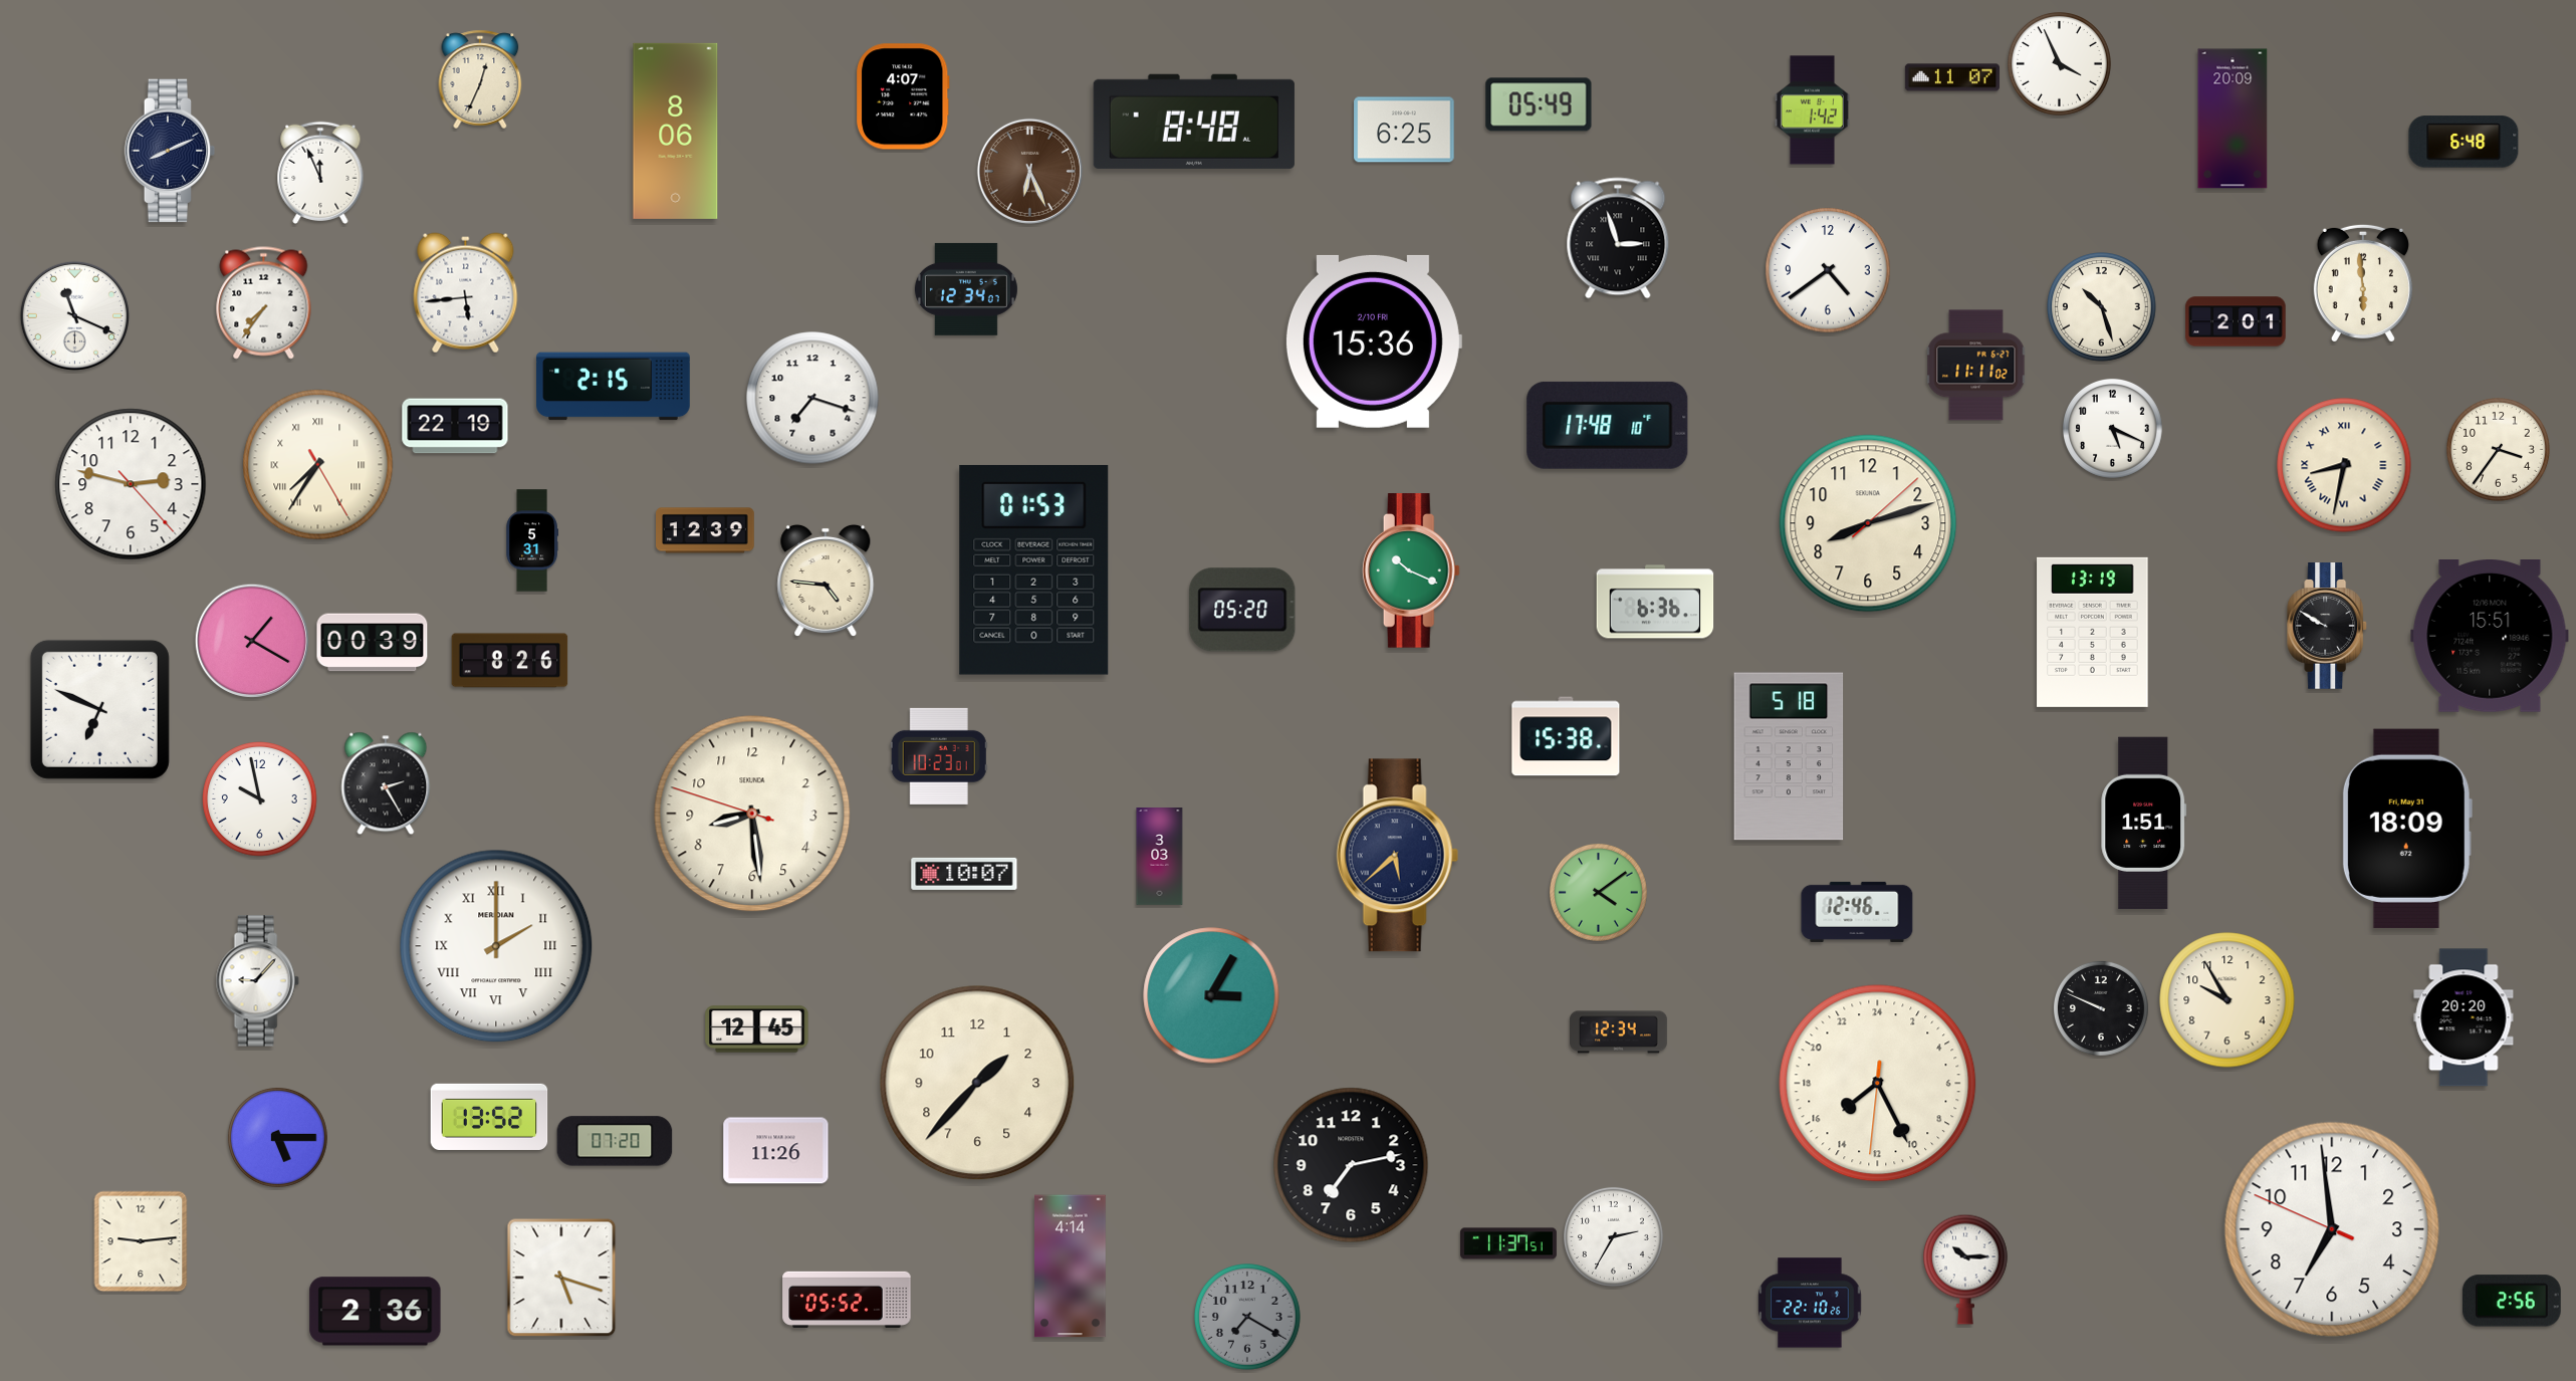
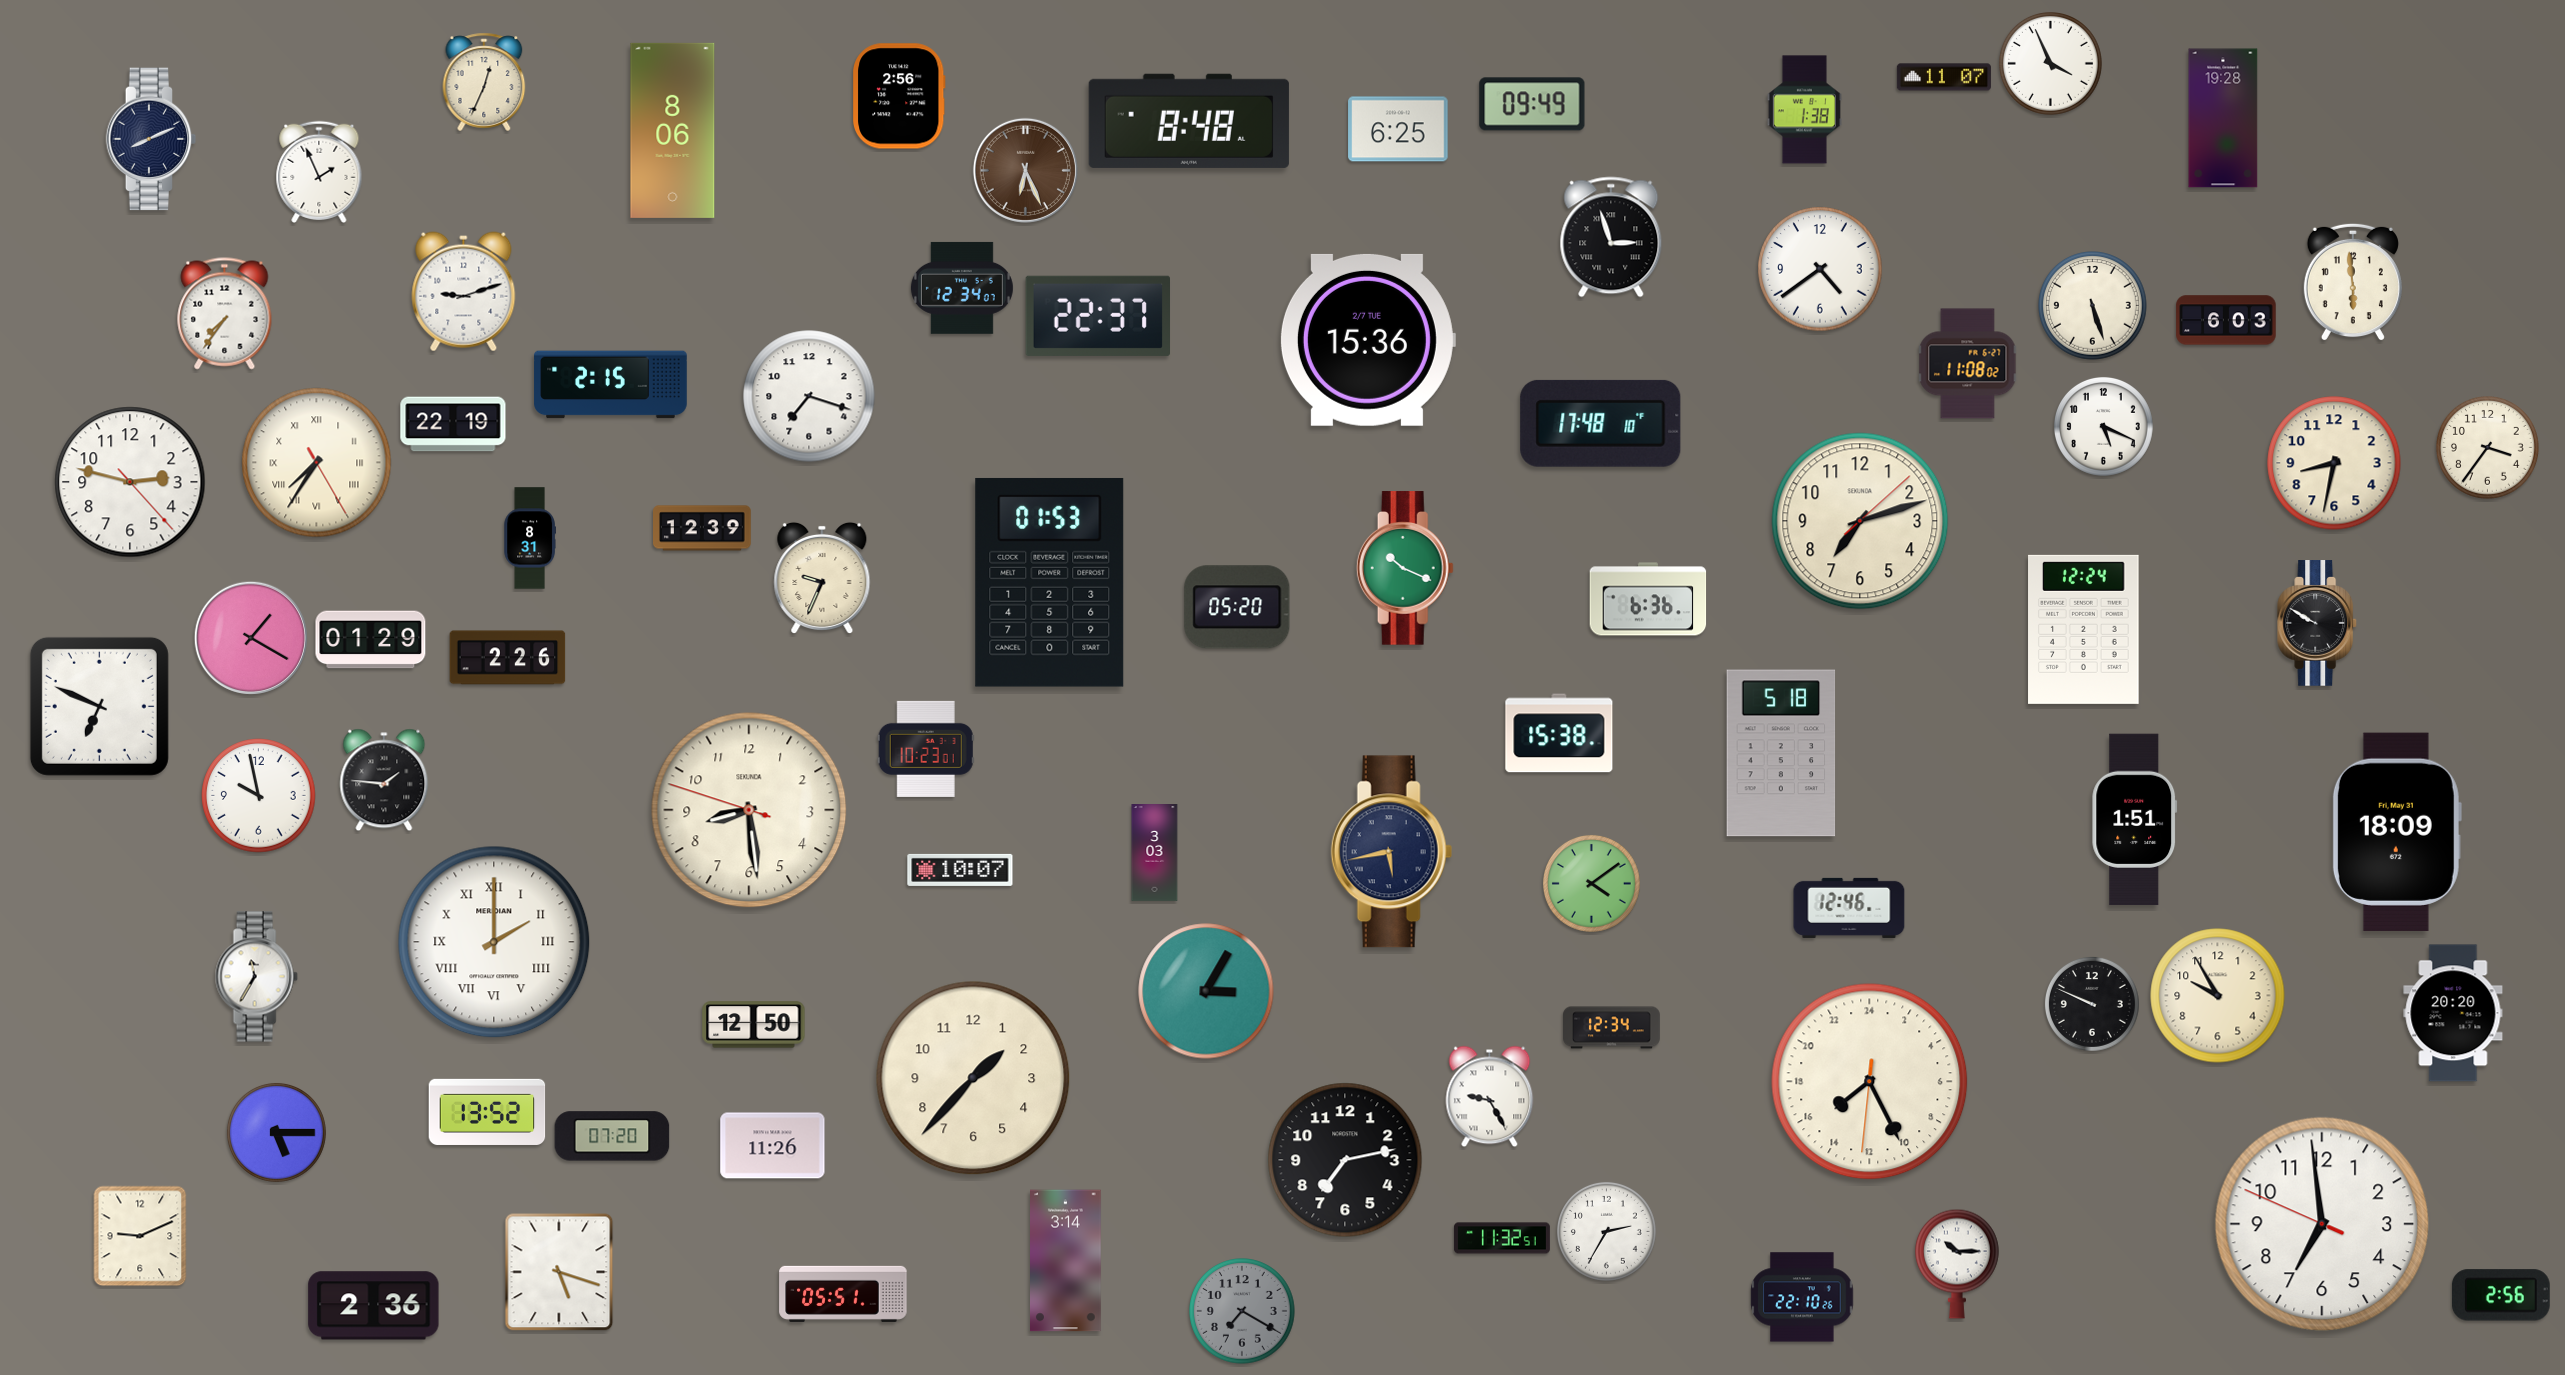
clock at (480, 79) position: (480, 79) -> (484, 82)
clock at (904, 96): 4:07 -> 2:56
clock at (1539, 104): 05:49 -> 09:49
clock at (1812, 110): 1:42 -> 1:38
clock at (2233, 119): 20:09 -> 19:28
clock at (2464, 142): 6:48 -> none
clock at (170, 151) position: (170, 151) -> (151, 139)
clock at (320, 173): 11:56 -> 1:56
clock at (466, 293): 5:44 -> 9:12
clock at (264, 303) position: (264, 303) -> (225, 314)
clock at (2102, 307): 10:27 -> 5:27
clock at (74, 315): 11:19 -> none
clock at (1097, 316): none -> 22:37
clock at (2236, 321): 2:01 -> 6:03
clock at (1373, 341) date: 2/10 FRI -> 2/7 TUE
clock at (1976, 366): 11:11 -> 11:08
clock at (2344, 465) numerals: Roman -> Arabic
clock at (1868, 523): 8:12 -> 7:12
clock at (532, 540): 5:31 -> 8:31
clock at (1034, 569) position: (1034, 569) -> (1050, 582)
clock at (826, 580): 4:46 -> 9:34
clock at (2093, 632): 13:19 -> 12:24
clock at (2490, 637): 15:51 -> none
clock at (373, 643): 00:39 -> 01:29
clock at (510, 661): 8:26 -> 2:26
clock at (939, 756) position: (939, 756) -> (926, 749)
clock at (386, 783): 2:25 -> 1:46
clock at (2407, 829) position: (2407, 829) -> (2397, 832)
clock at (1397, 856): 5:38 -> 5:43
clock at (1598, 892) position: (1598, 892) -> (1591, 883)
clock at (257, 981): 9:07 -> 11:35
clock at (757, 1029): 12:45 -> 12:50
clock at (1878, 1084) position: (1878, 1084) -> (1870, 1082)
clock at (1490, 1097): none -> 9:25
clock at (141, 1241): 9:14 -> 9:11
clock at (1508, 1243): 11:37 -> 11:32
clock at (1071, 1267): 4:14 -> 3:14
clock at (847, 1300): 05:52 -> 05:51
